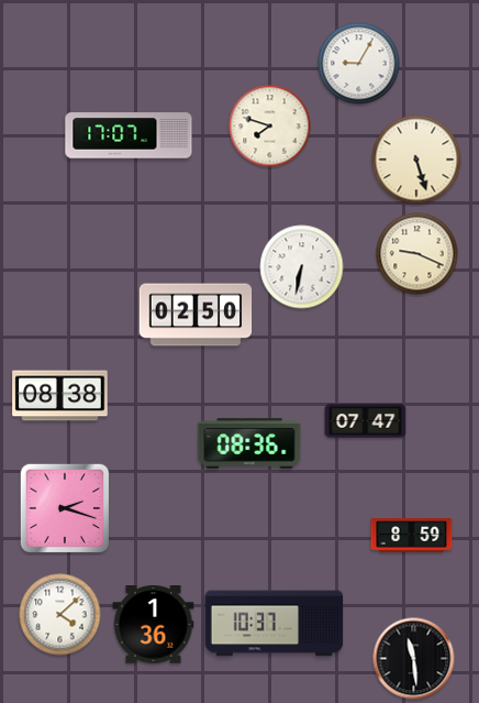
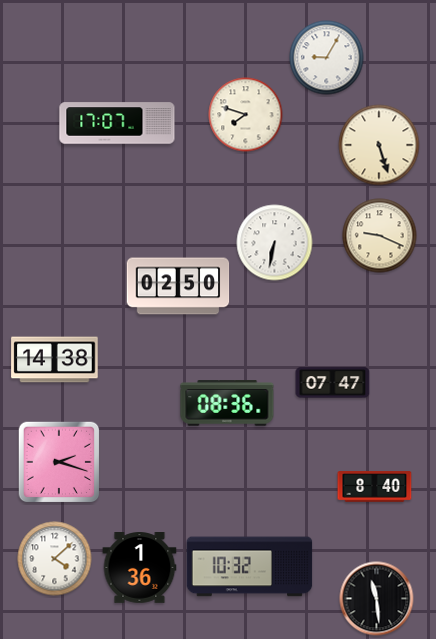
clock at (417, 254) position: (417, 254) -> (380, 236)
clock at (60, 396): 08:38 -> 14:38
clock at (412, 536): 8:59 -> 8:40
clock at (275, 624): 10:37 -> 10:32
